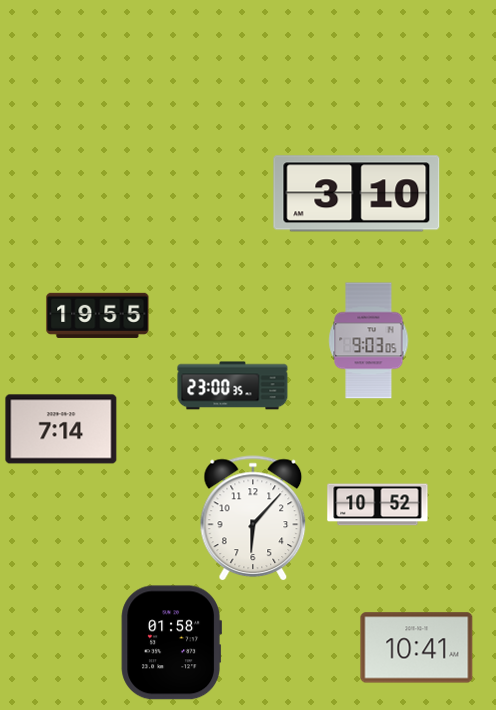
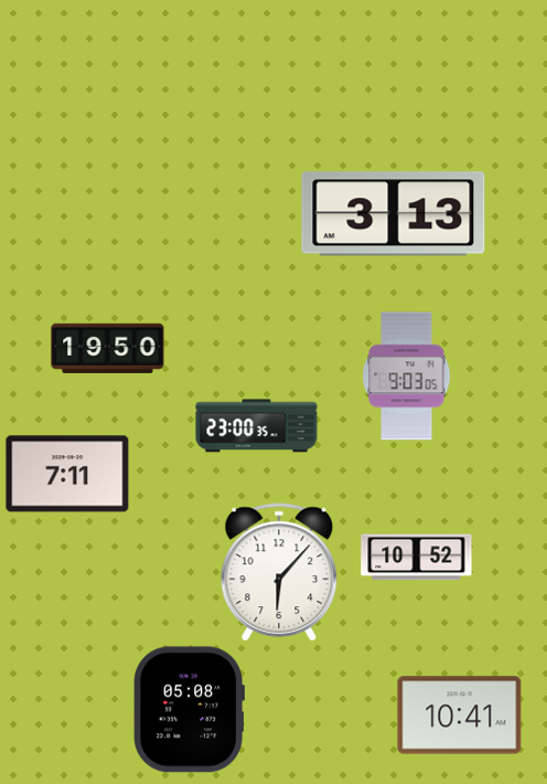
clock at (357, 194): 3:10 -> 3:13
clock at (98, 315): 19:55 -> 19:50
clock at (61, 429): 7:14 -> 7:11
clock at (171, 643): 01:58 -> 05:08
